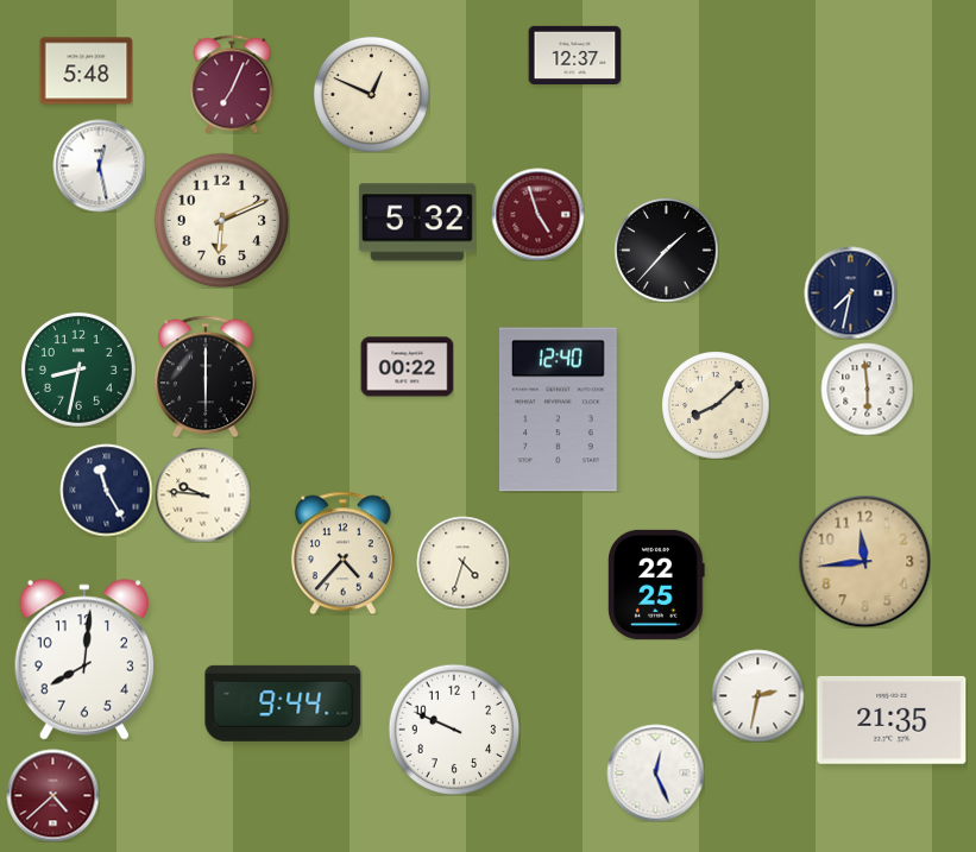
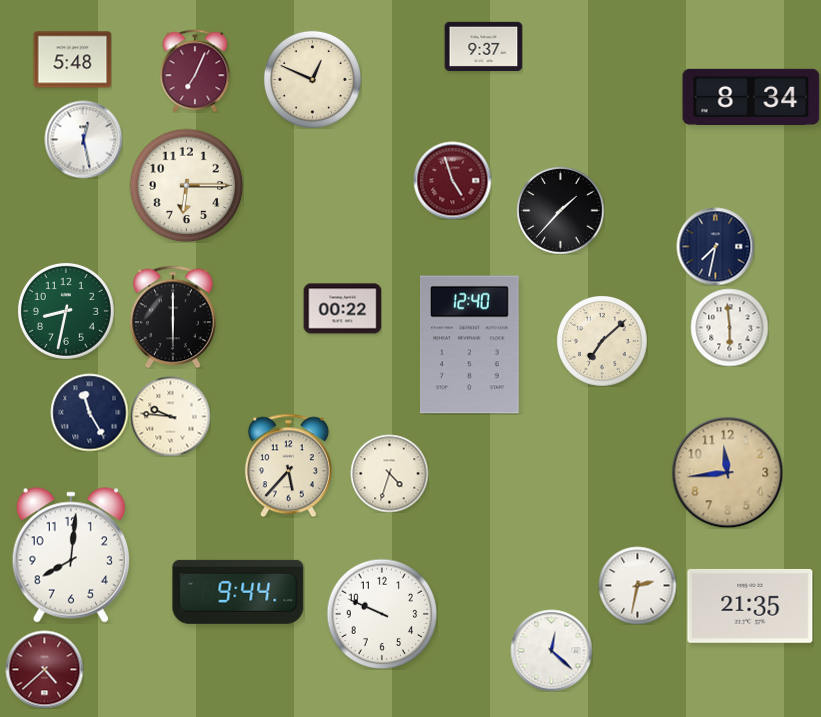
clock at (574, 55): 12:37 -> 9:37
clock at (751, 97): none -> 8:34
clock at (221, 220): 6:11 -> 6:15
clock at (417, 222): 5:32 -> none
clock at (716, 405): 8:08 -> 7:08
clock at (342, 553): 4:37 -> 5:37
clock at (656, 585): 22:25 -> none
clock at (655, 772): 12:26 -> 12:22
